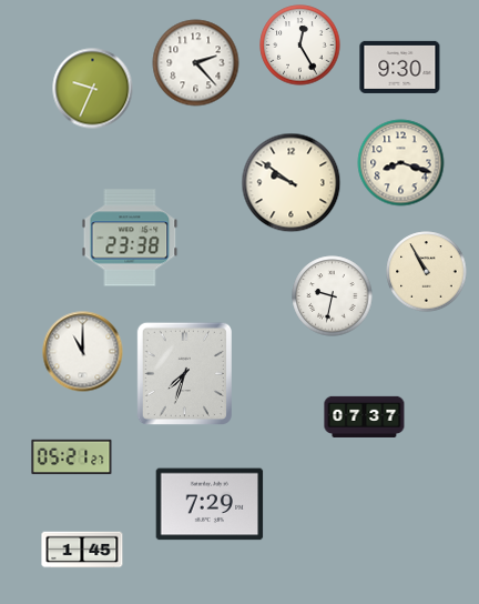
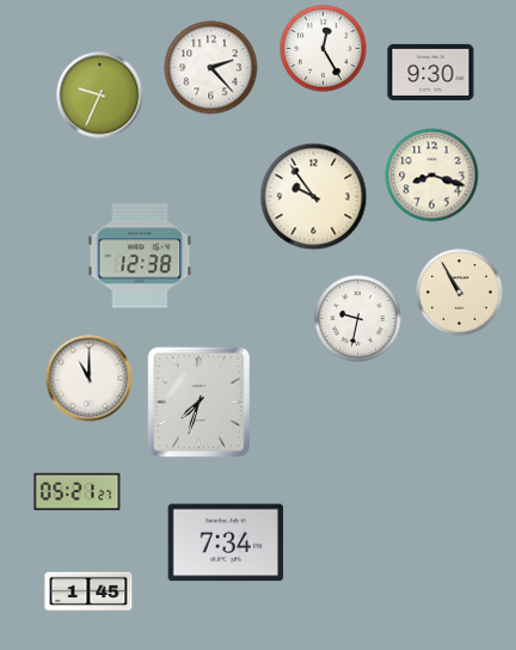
clock at (292, 183): 9:51 -> 9:54
clock at (130, 238): 23:38 -> 12:38
clock at (365, 416): 07:37 -> none
clock at (210, 504): 7:29 -> 7:34
